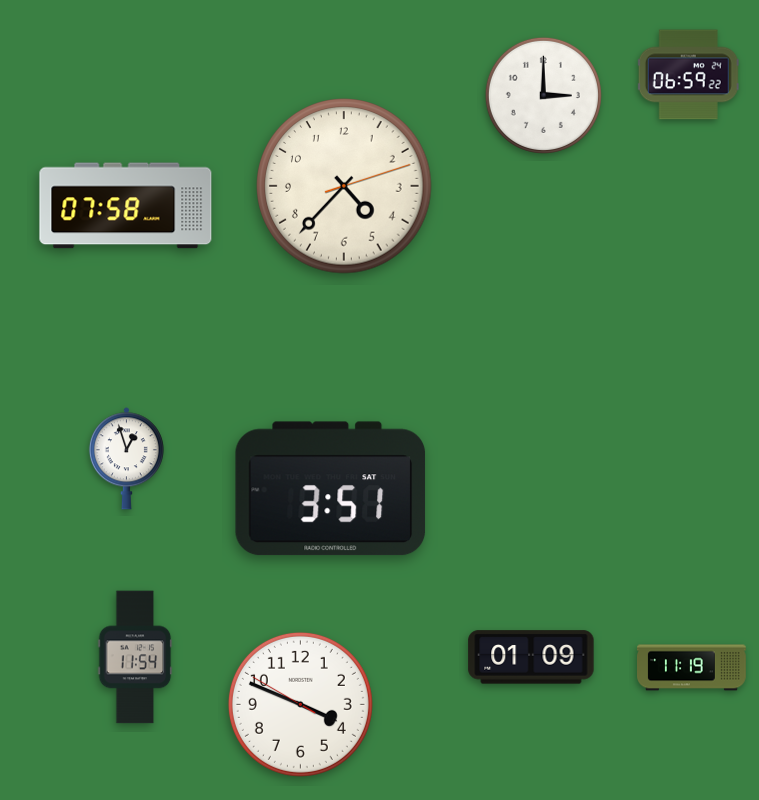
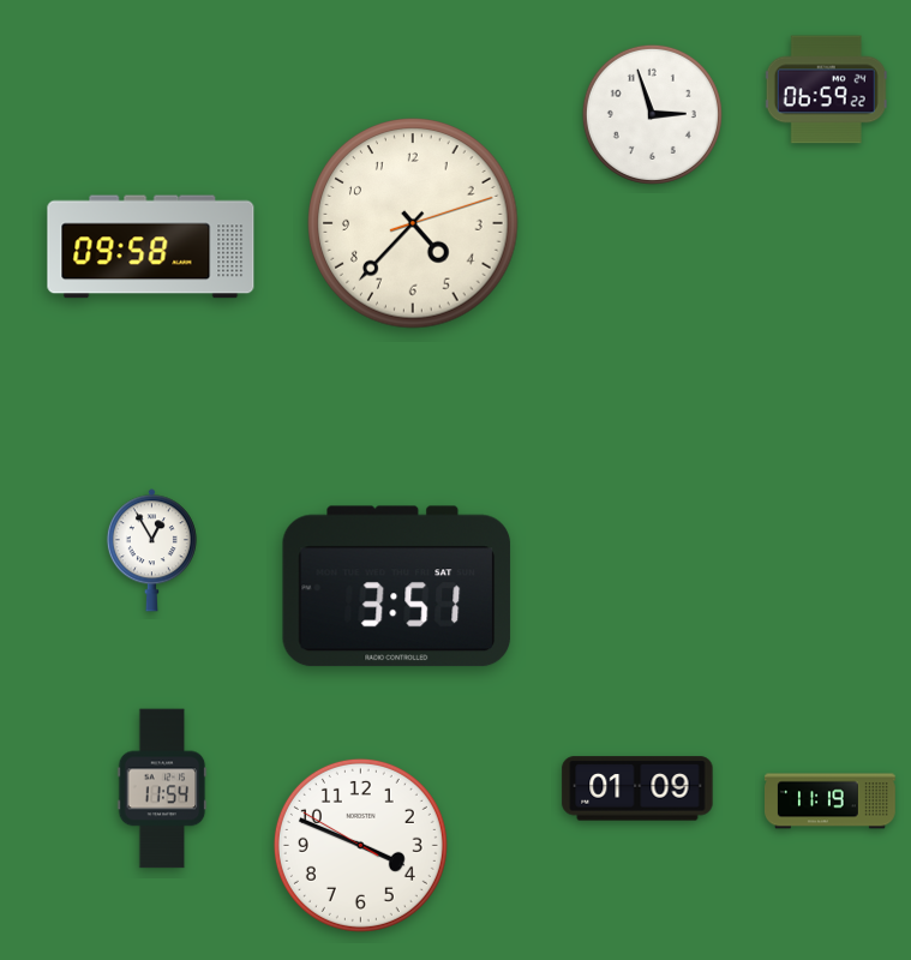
clock at (543, 95): 3:00 -> 2:57
clock at (126, 206): 07:58 -> 09:58
clock at (126, 459): 12:57 -> 12:55
